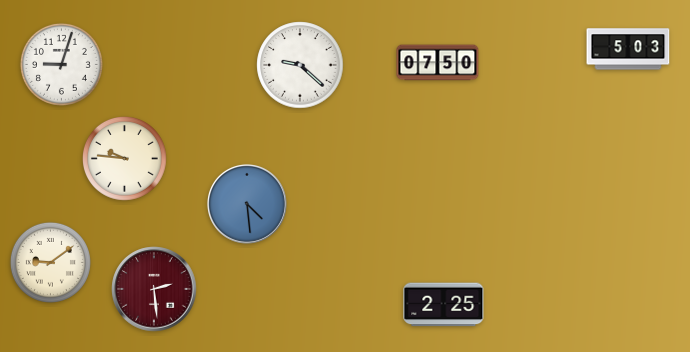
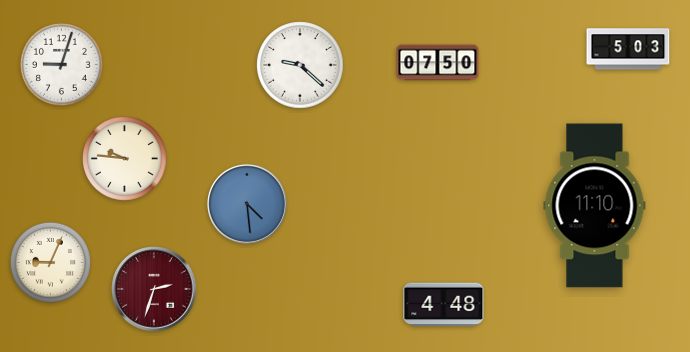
clock at (595, 206): none -> 11:10
clock at (50, 262): 9:09 -> 9:04
clock at (154, 289): 2:29 -> 2:33
clock at (444, 305): 2:25 -> 4:48
